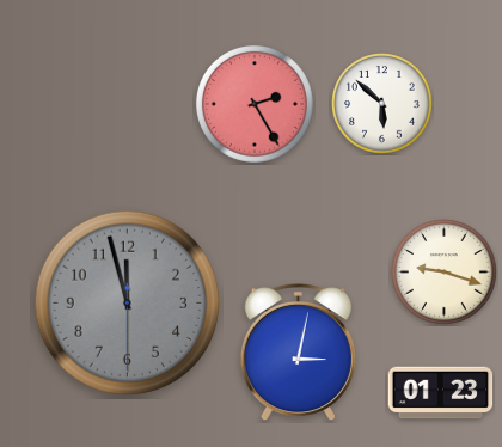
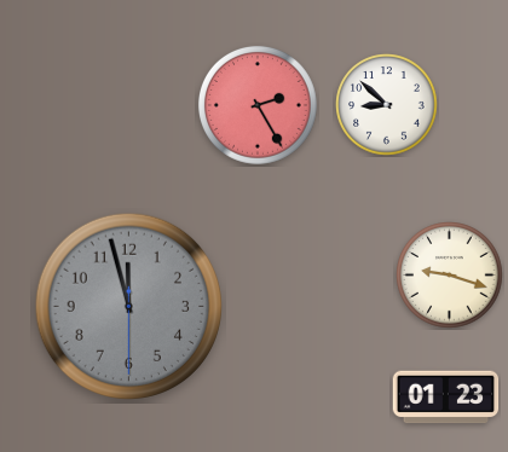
clock at (382, 104): 5:52 -> 8:52
clock at (298, 354): 3:02 -> none
